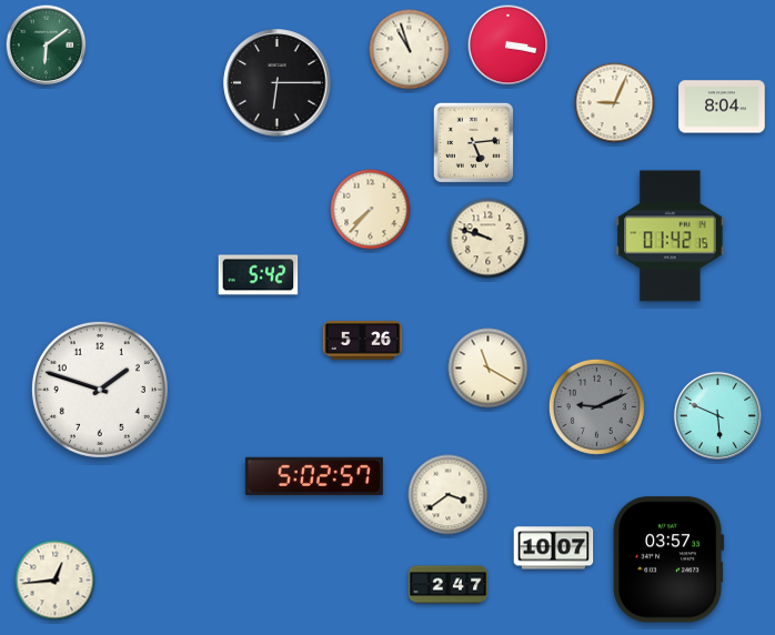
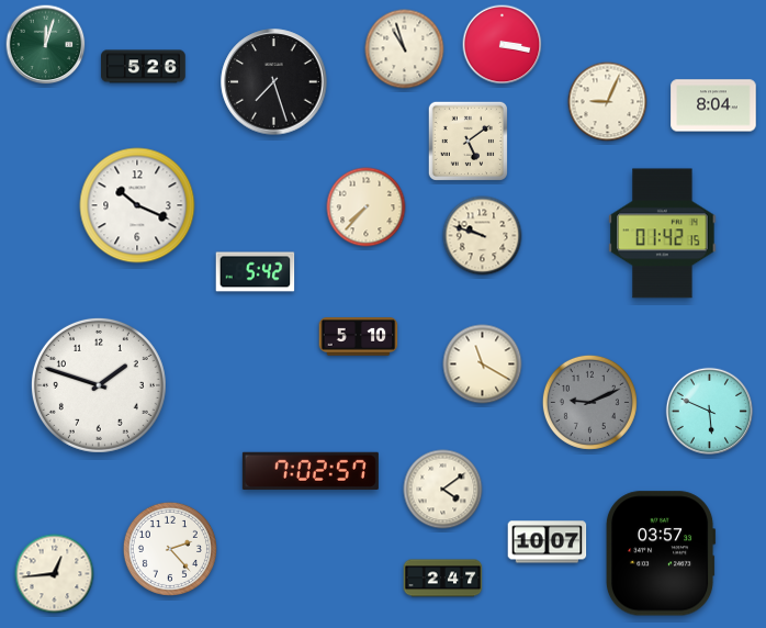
clock at (47, 46): 6:09 -> 12:03
clock at (144, 67): none -> 5:26
clock at (278, 83): 6:15 -> 7:27
clock at (473, 142): 5:14 -> 5:09
clock at (137, 205): none -> 10:19
clock at (363, 341): 5:26 -> 5:10
clock at (314, 476): 5:02 -> 7:02
clock at (449, 495): 3:39 -> 4:09
clock at (170, 549): none -> 2:23
